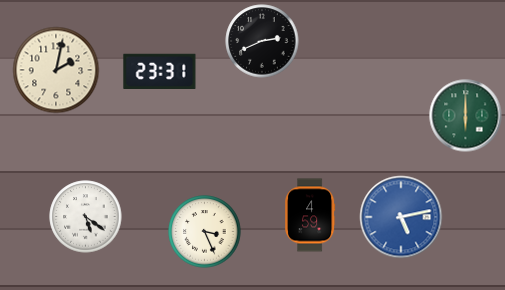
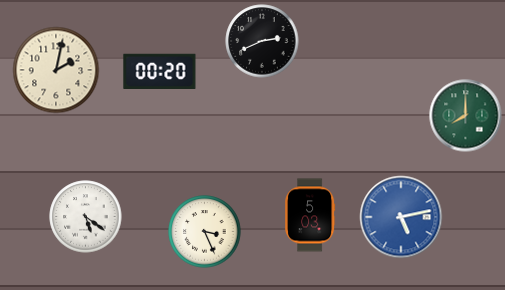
clock at (160, 71): 23:31 -> 00:20
clock at (466, 116): 6:00 -> 8:00
clock at (311, 215): 4:59 -> 5:03
